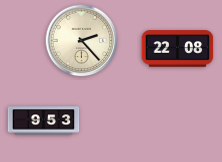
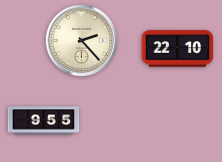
clock at (178, 49): 22:08 -> 22:10
clock at (44, 121): 9:53 -> 9:55
